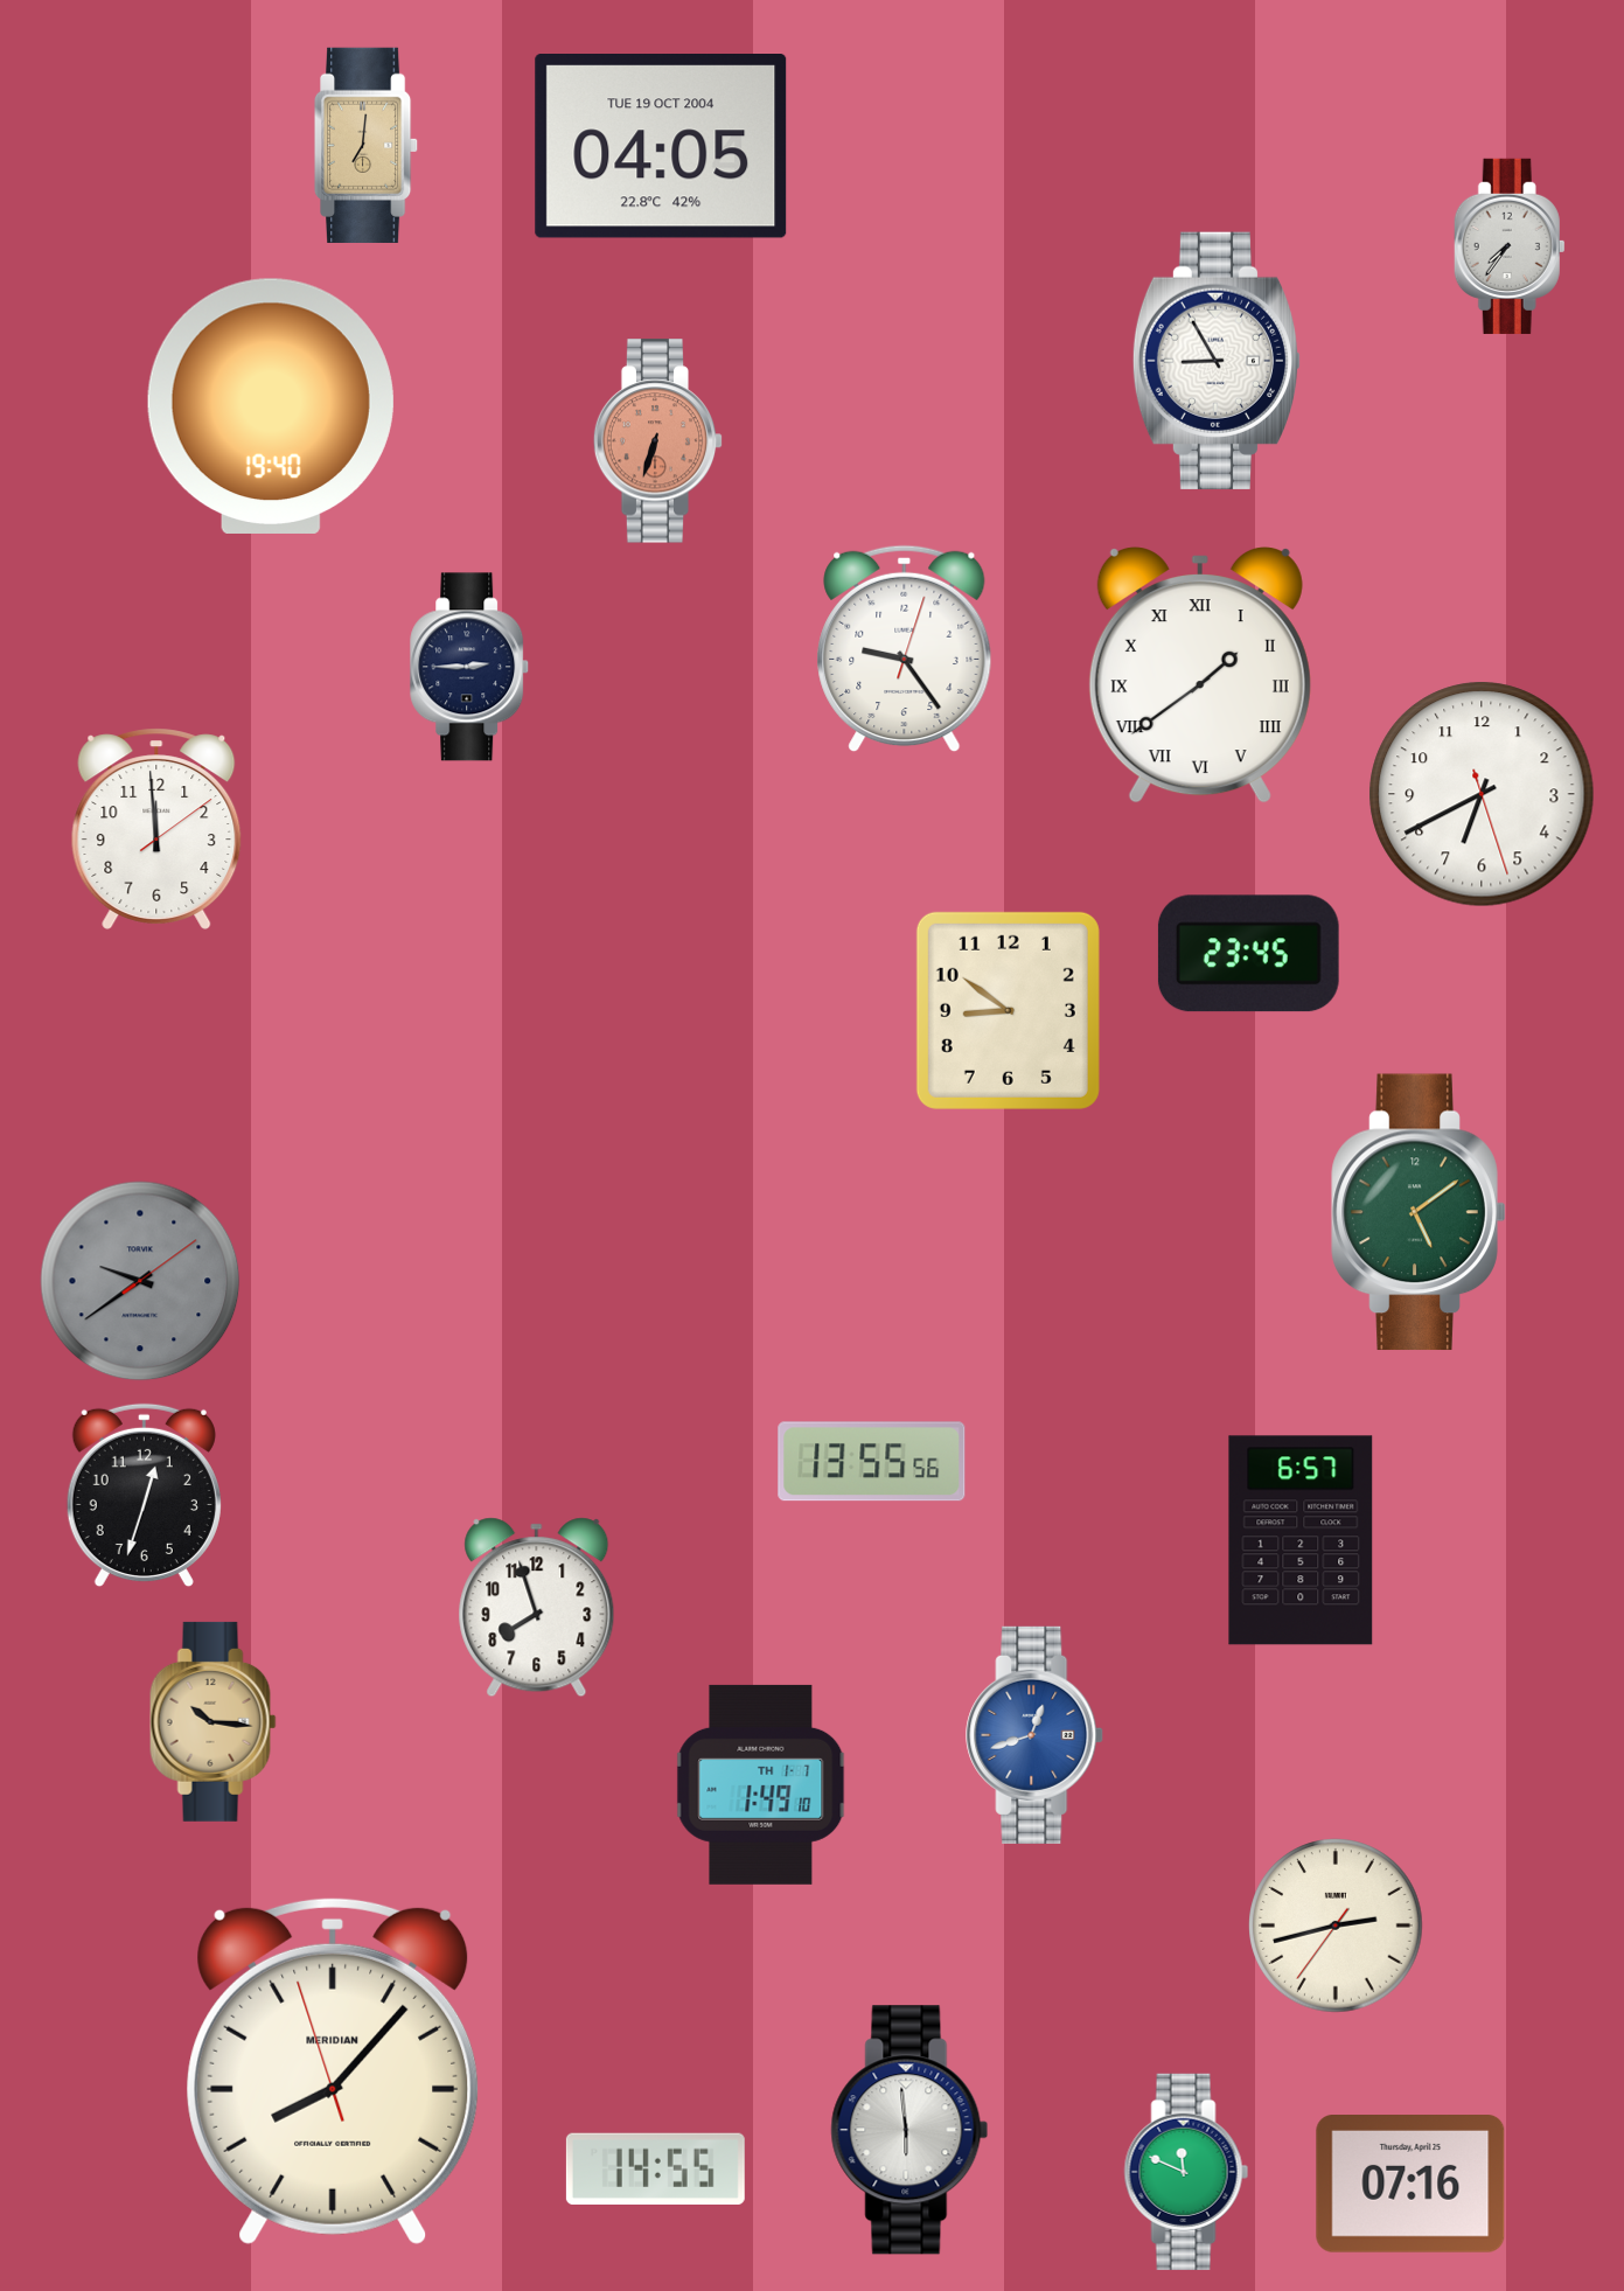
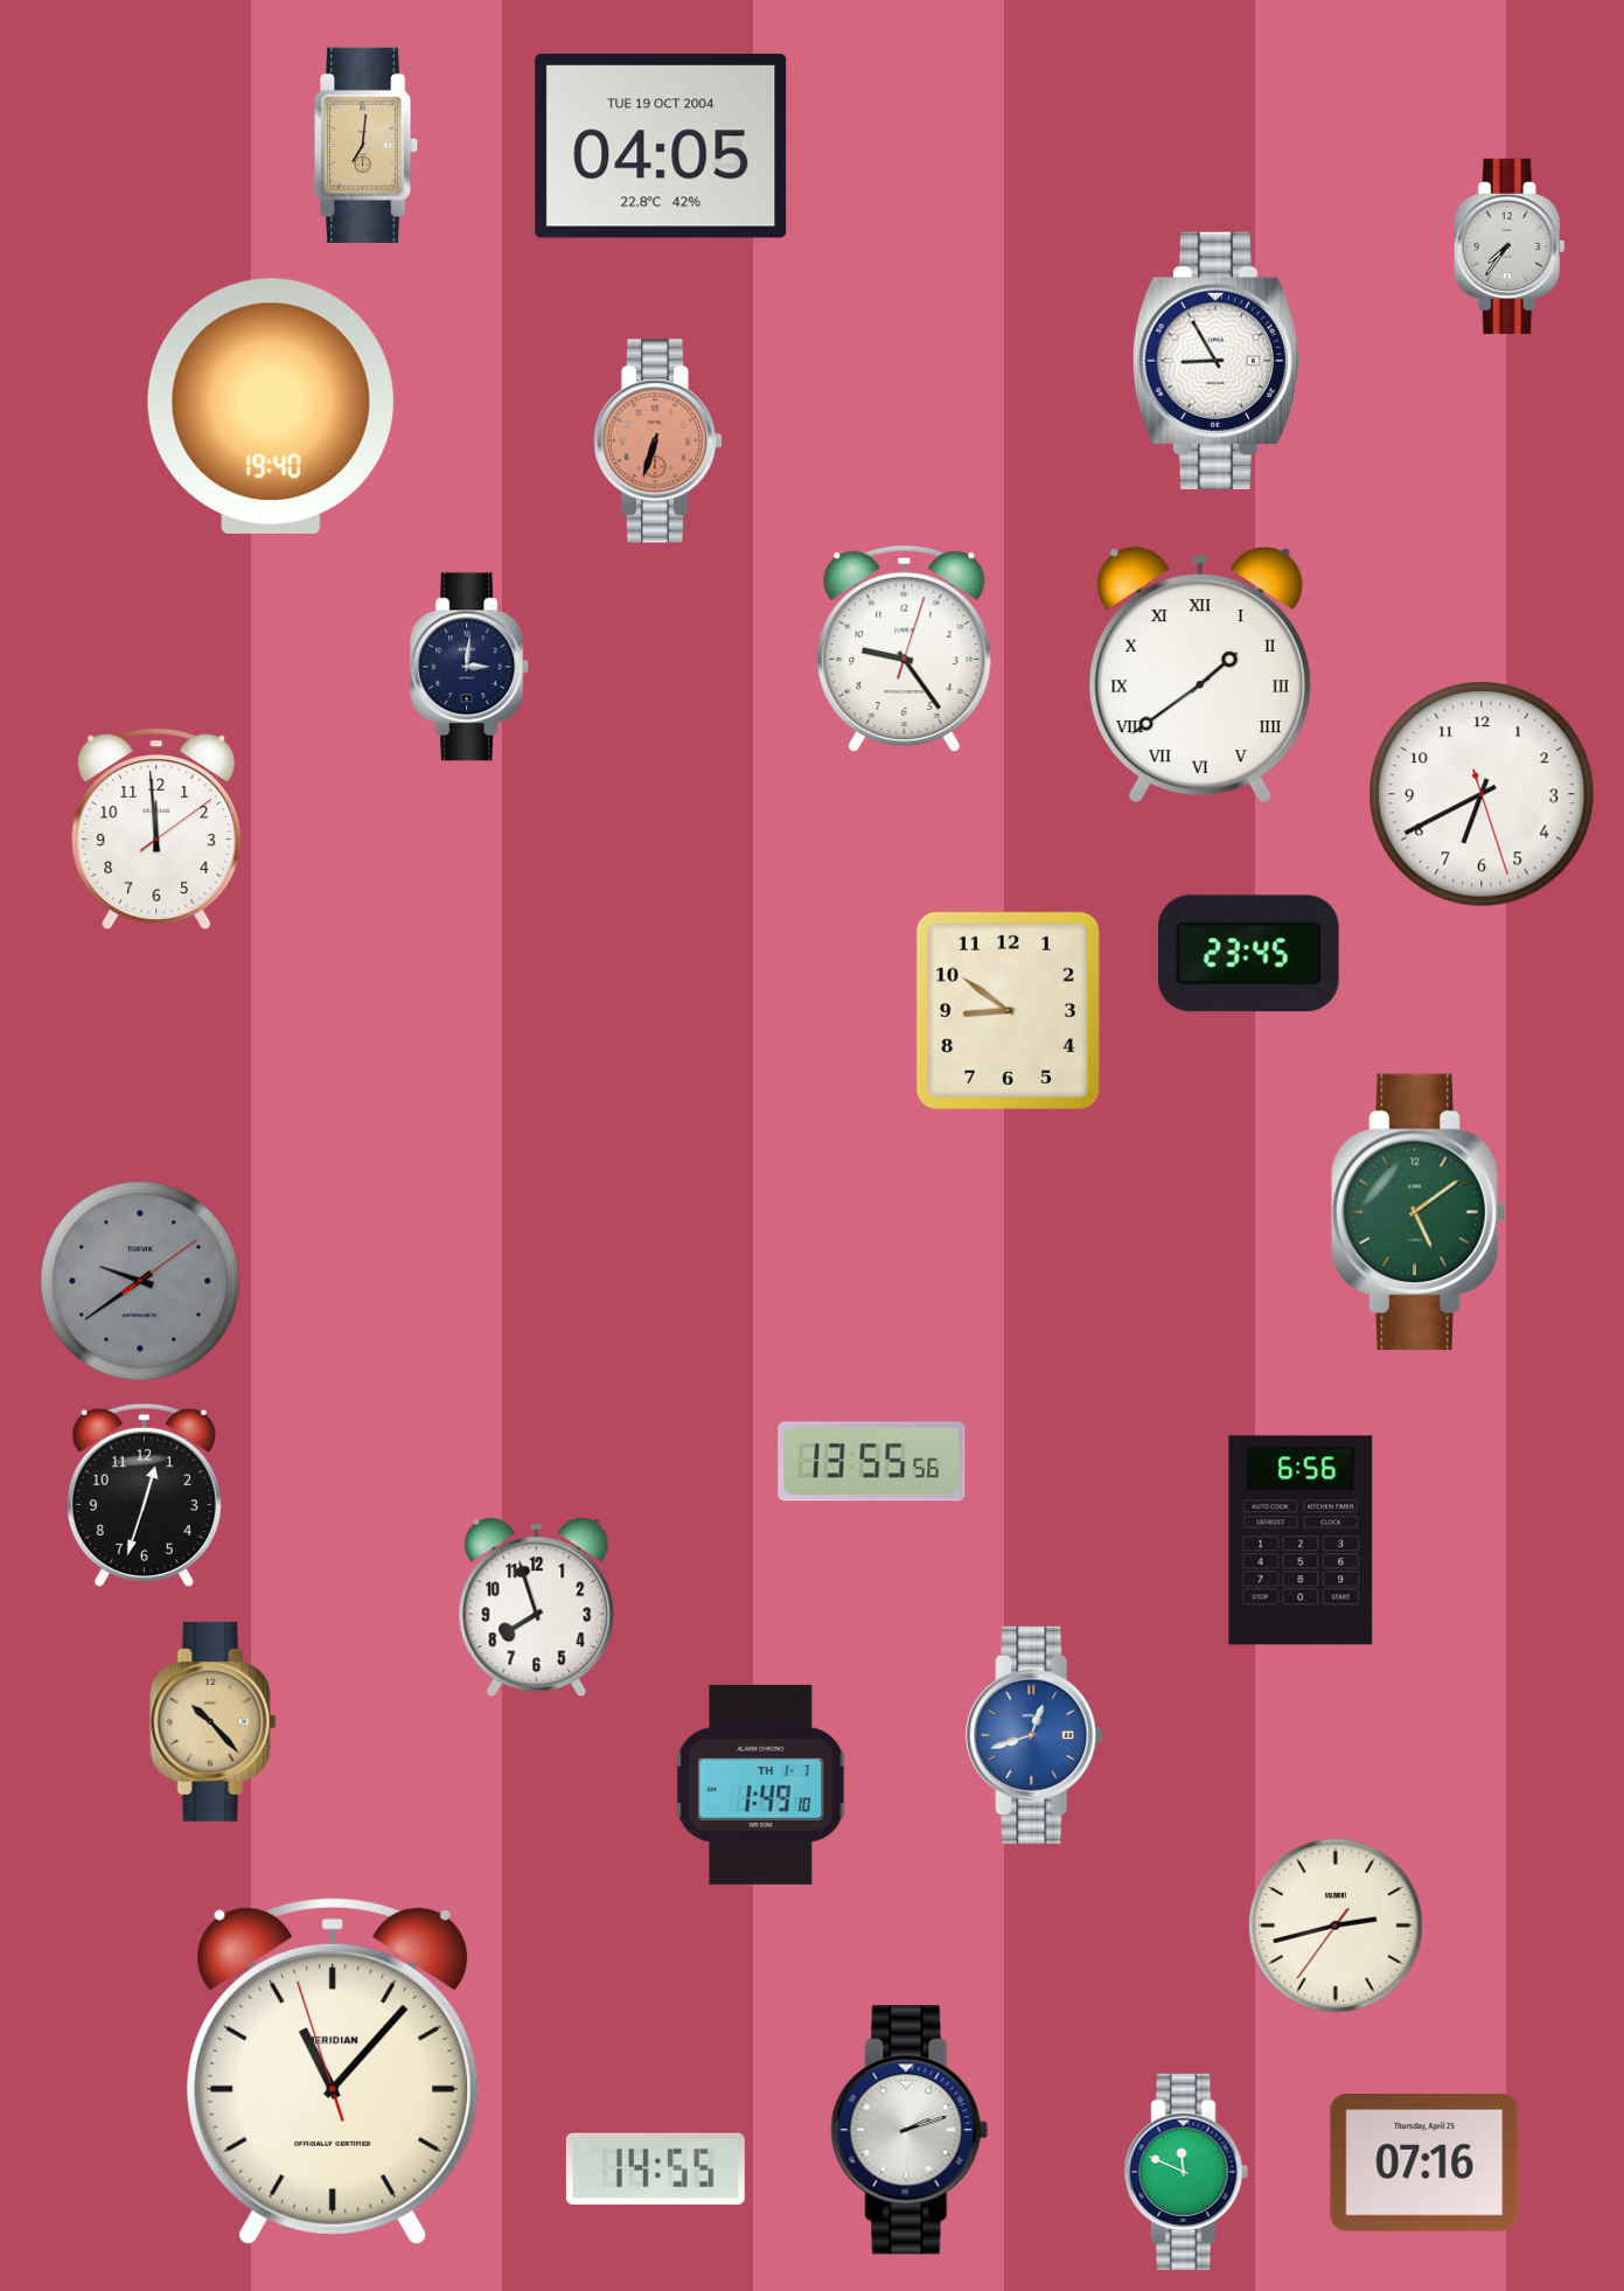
clock at (471, 667): 2:45 -> 3:01
clock at (1301, 1540): 6:57 -> 6:56
clock at (214, 1721): 10:16 -> 10:23
clock at (333, 2070): 8:06 -> 11:06
clock at (909, 2130): 5:59 -> 2:12
clock at (1410, 2185) position: (1410, 2185) -> (1424, 2164)
